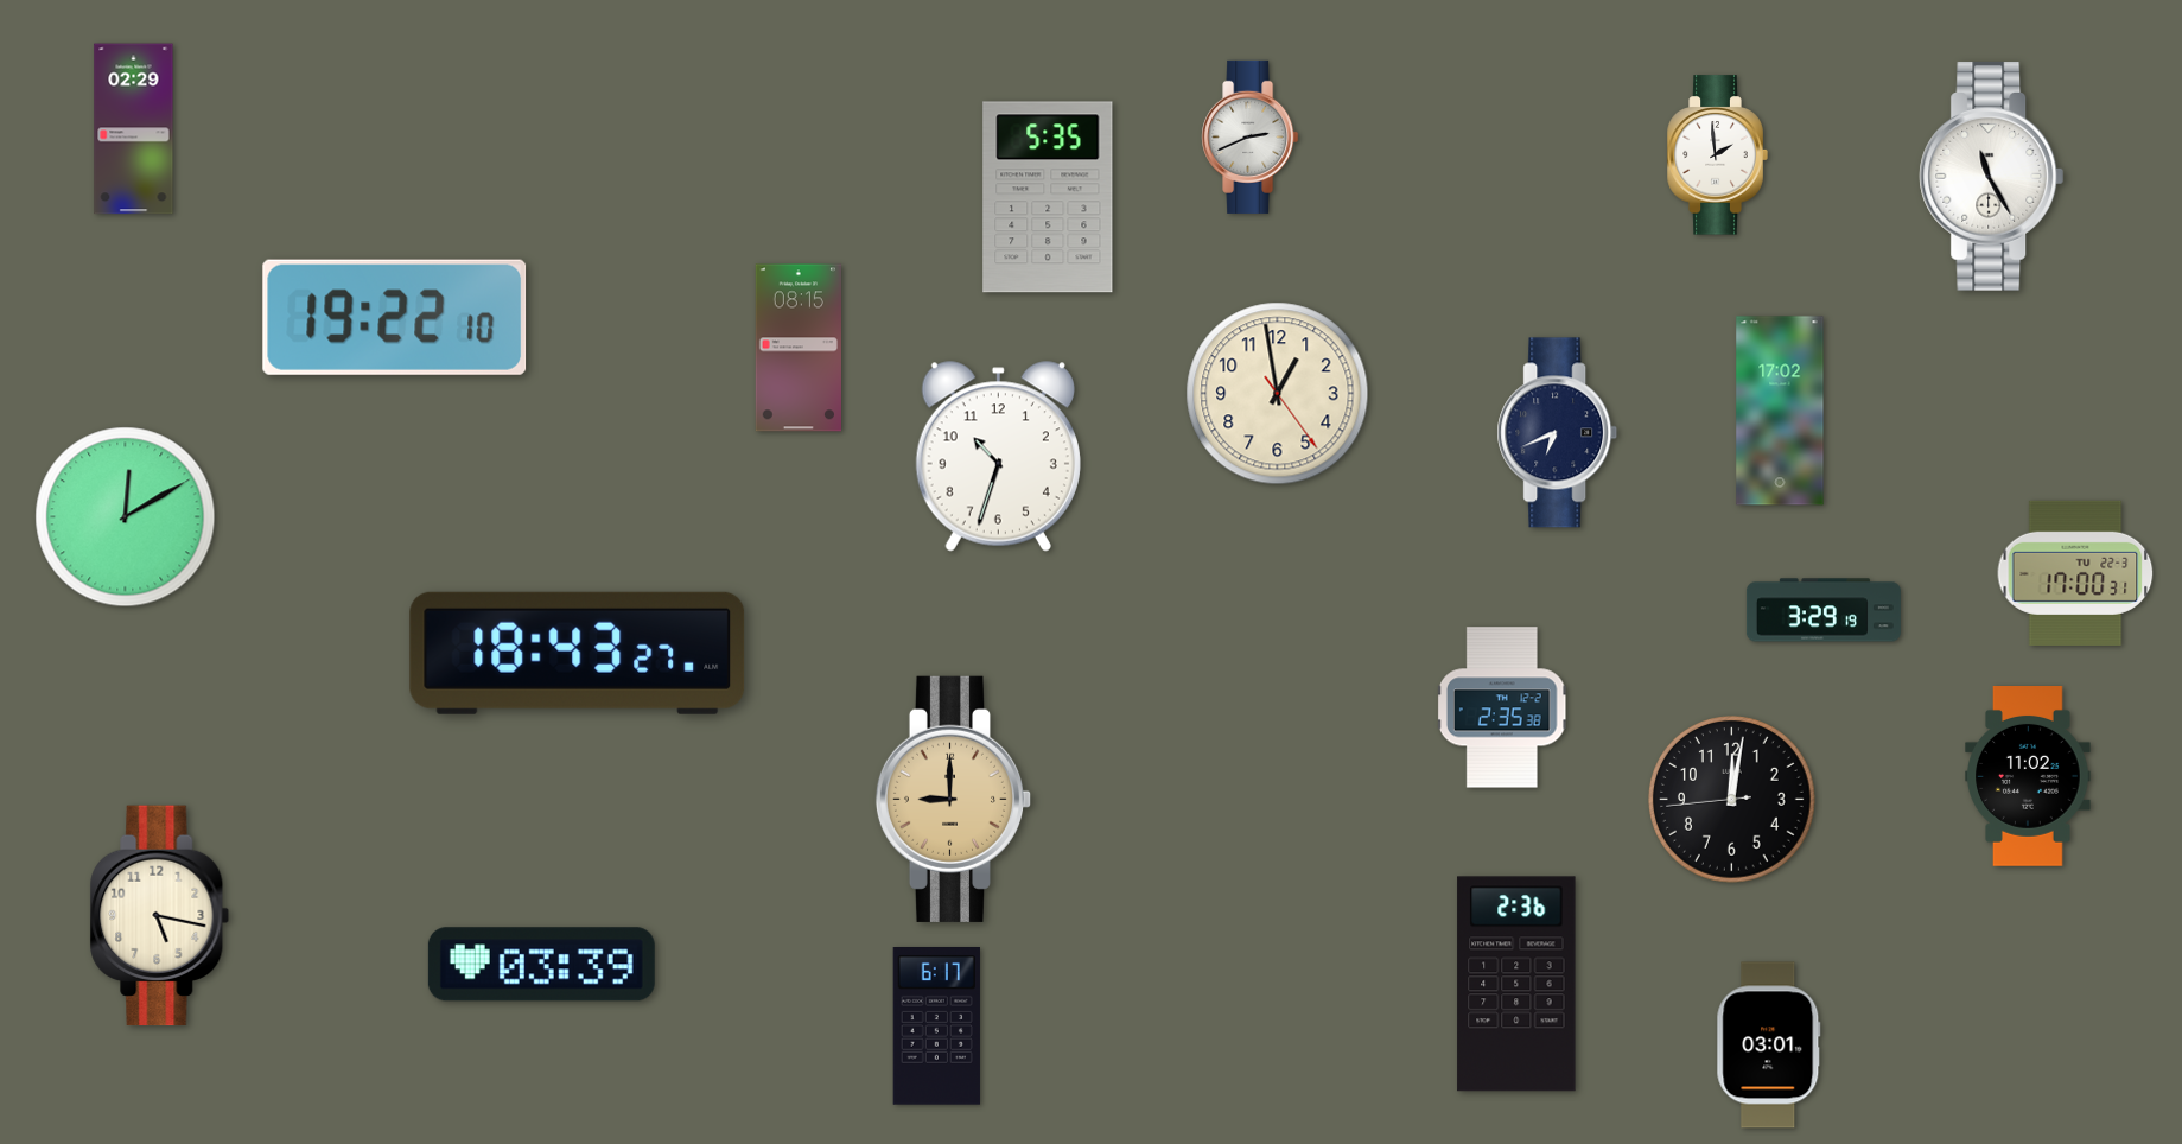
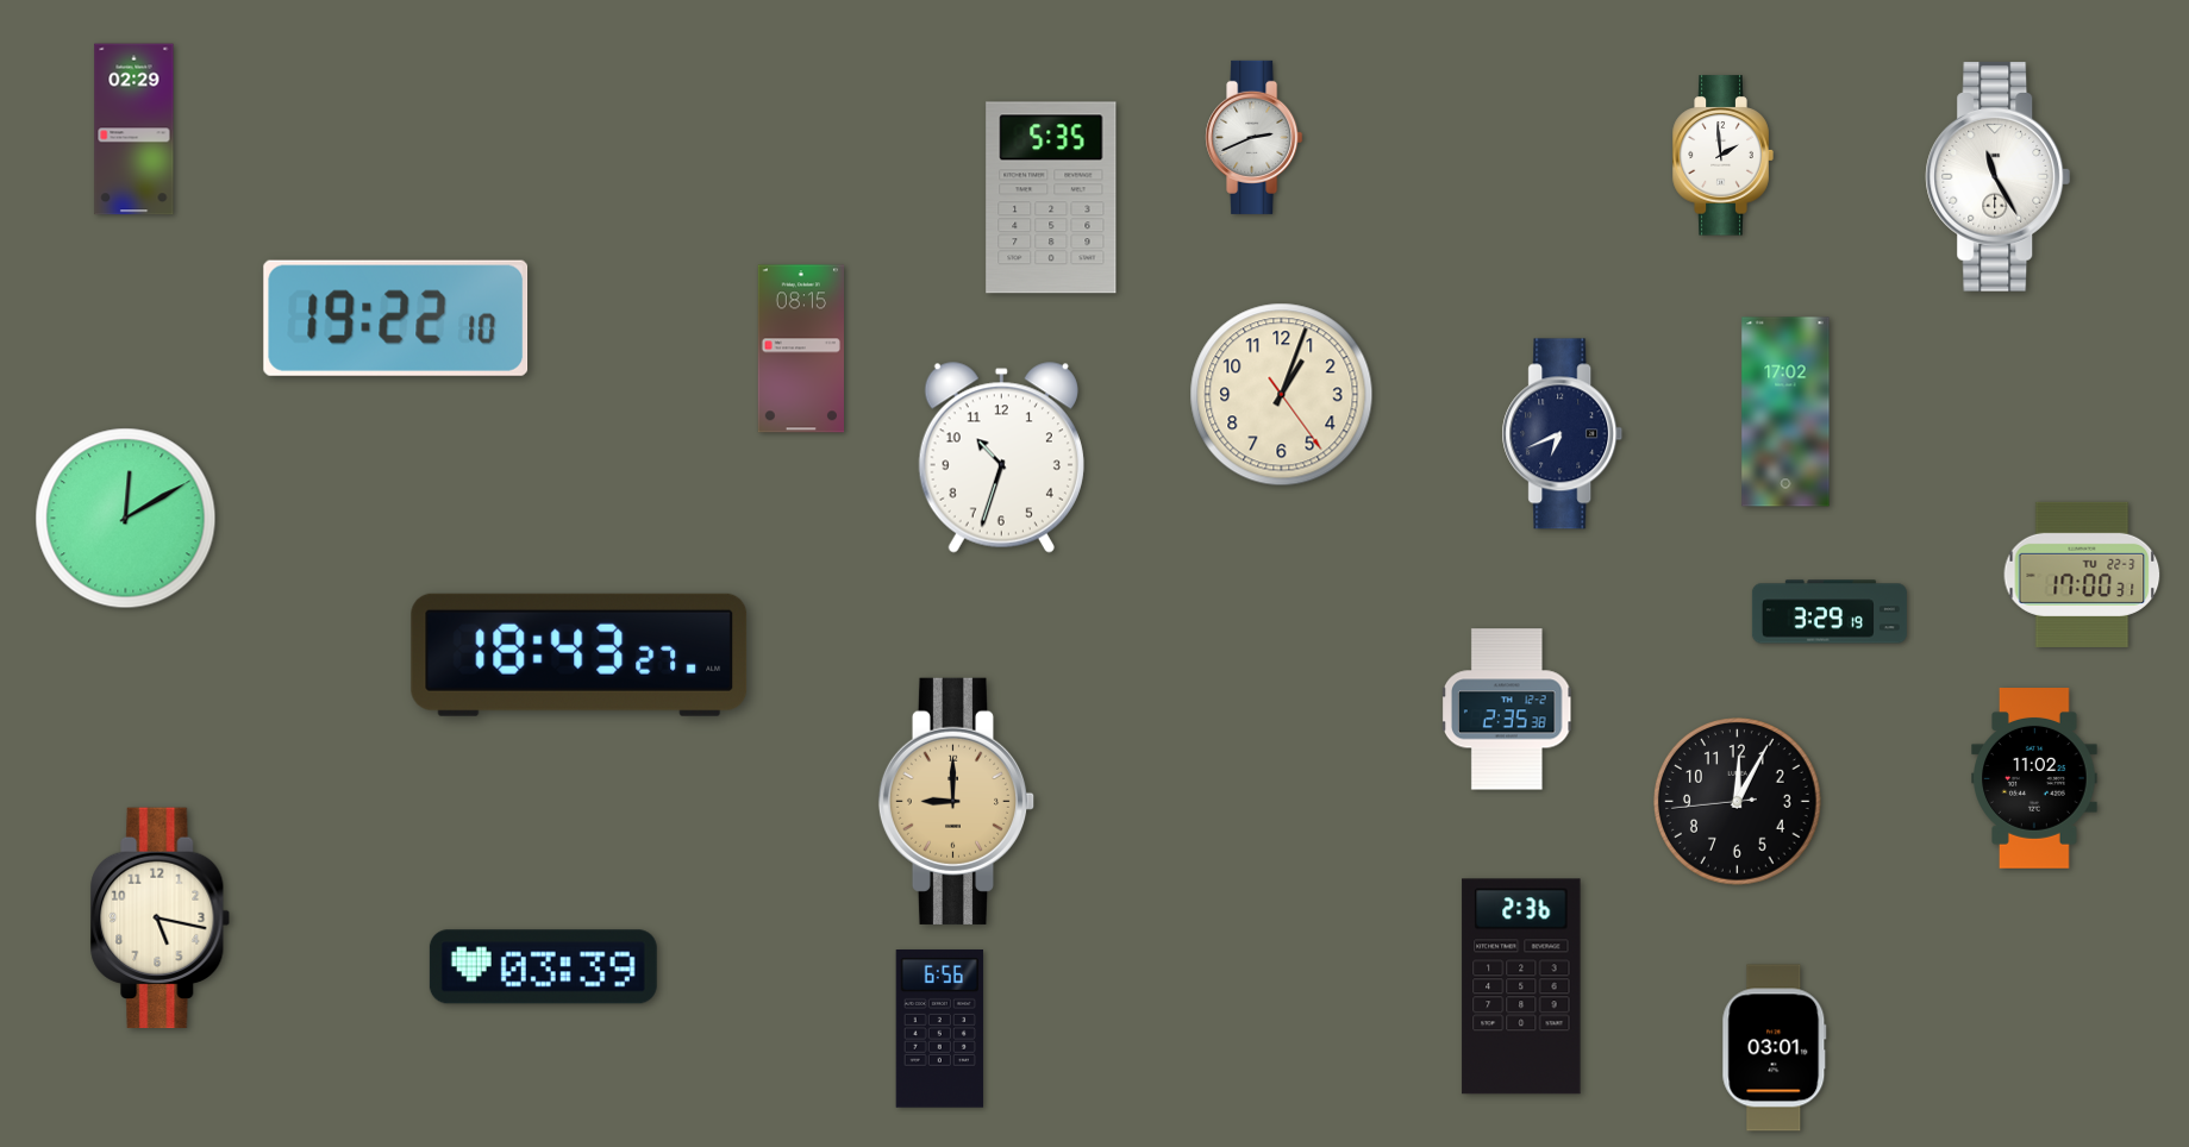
clock at (1278, 394): 12:58 -> 1:03
clock at (1732, 800): 12:01 -> 12:04
clock at (936, 1027): 6:17 -> 6:56
